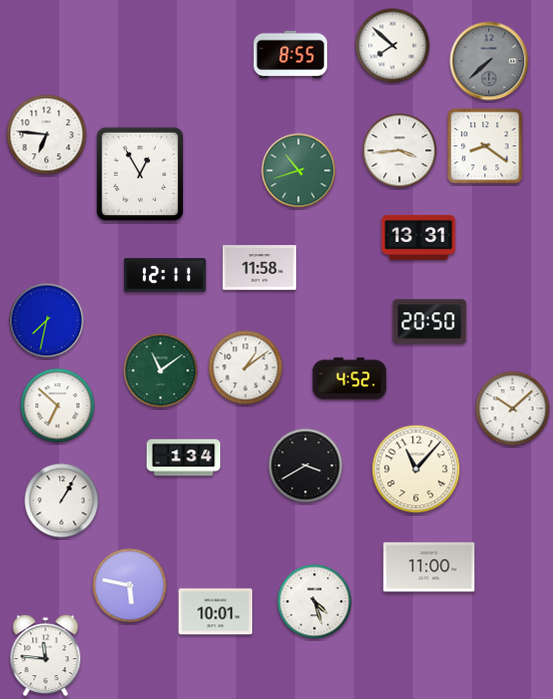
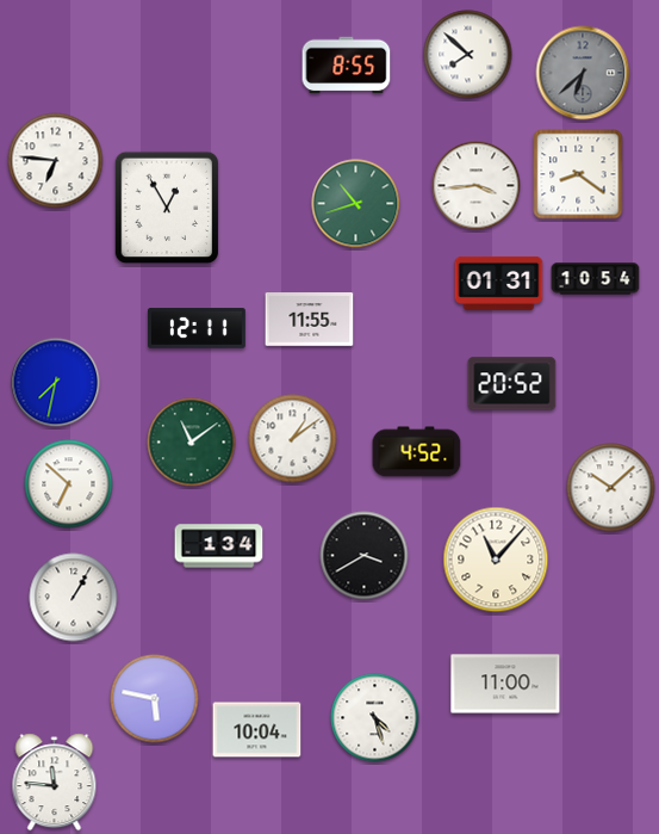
clock at (489, 61): 7:38 -> 6:38
clock at (400, 151) position: (400, 151) -> (477, 186)
clock at (596, 279): none -> 10:54
clock at (419, 237): 13:31 -> 01:31
clock at (260, 268): 11:58 -> 11:55
clock at (430, 322): 20:50 -> 20:52
clock at (429, 567) position: (429, 567) -> (505, 684)
clock at (216, 612): 10:01 -> 10:04
